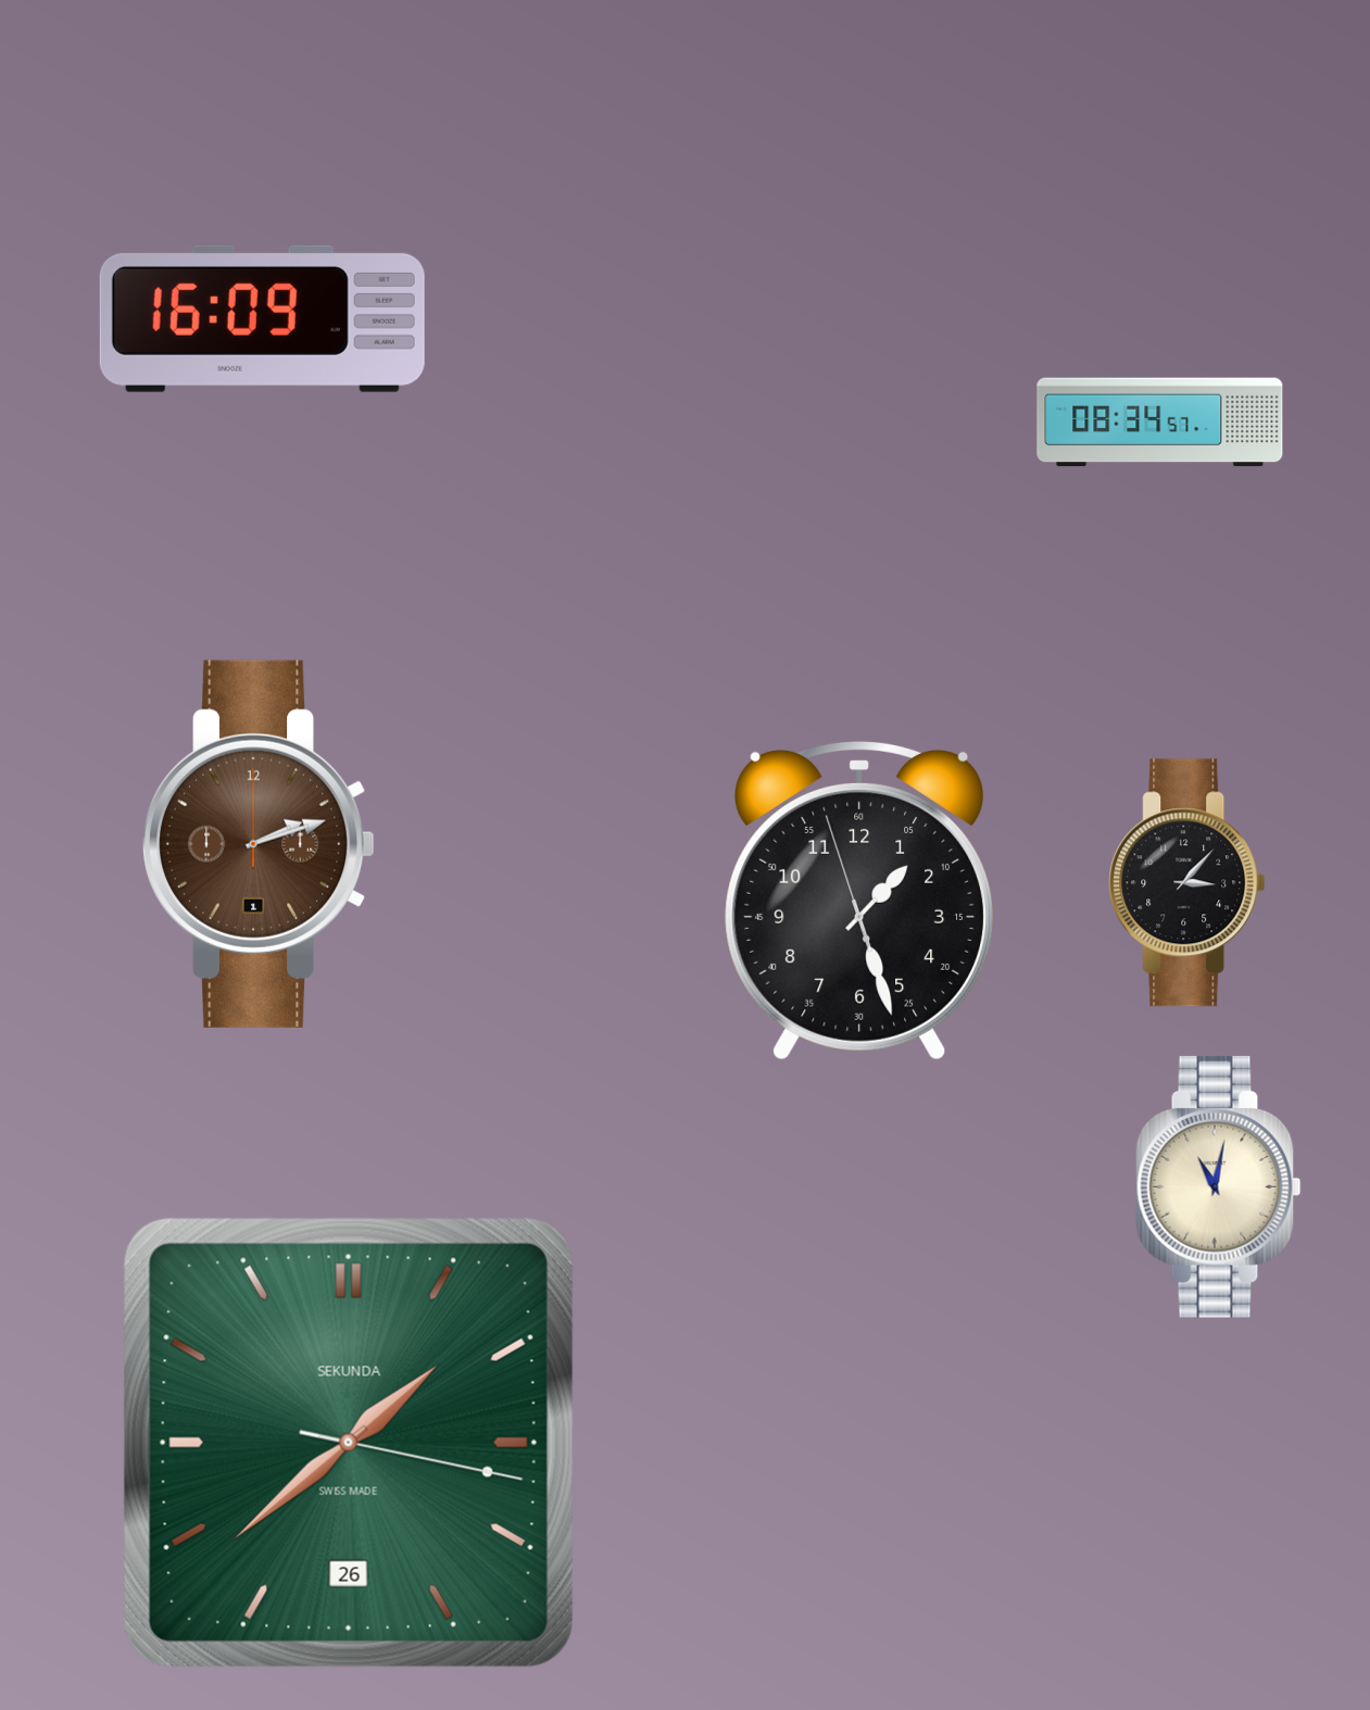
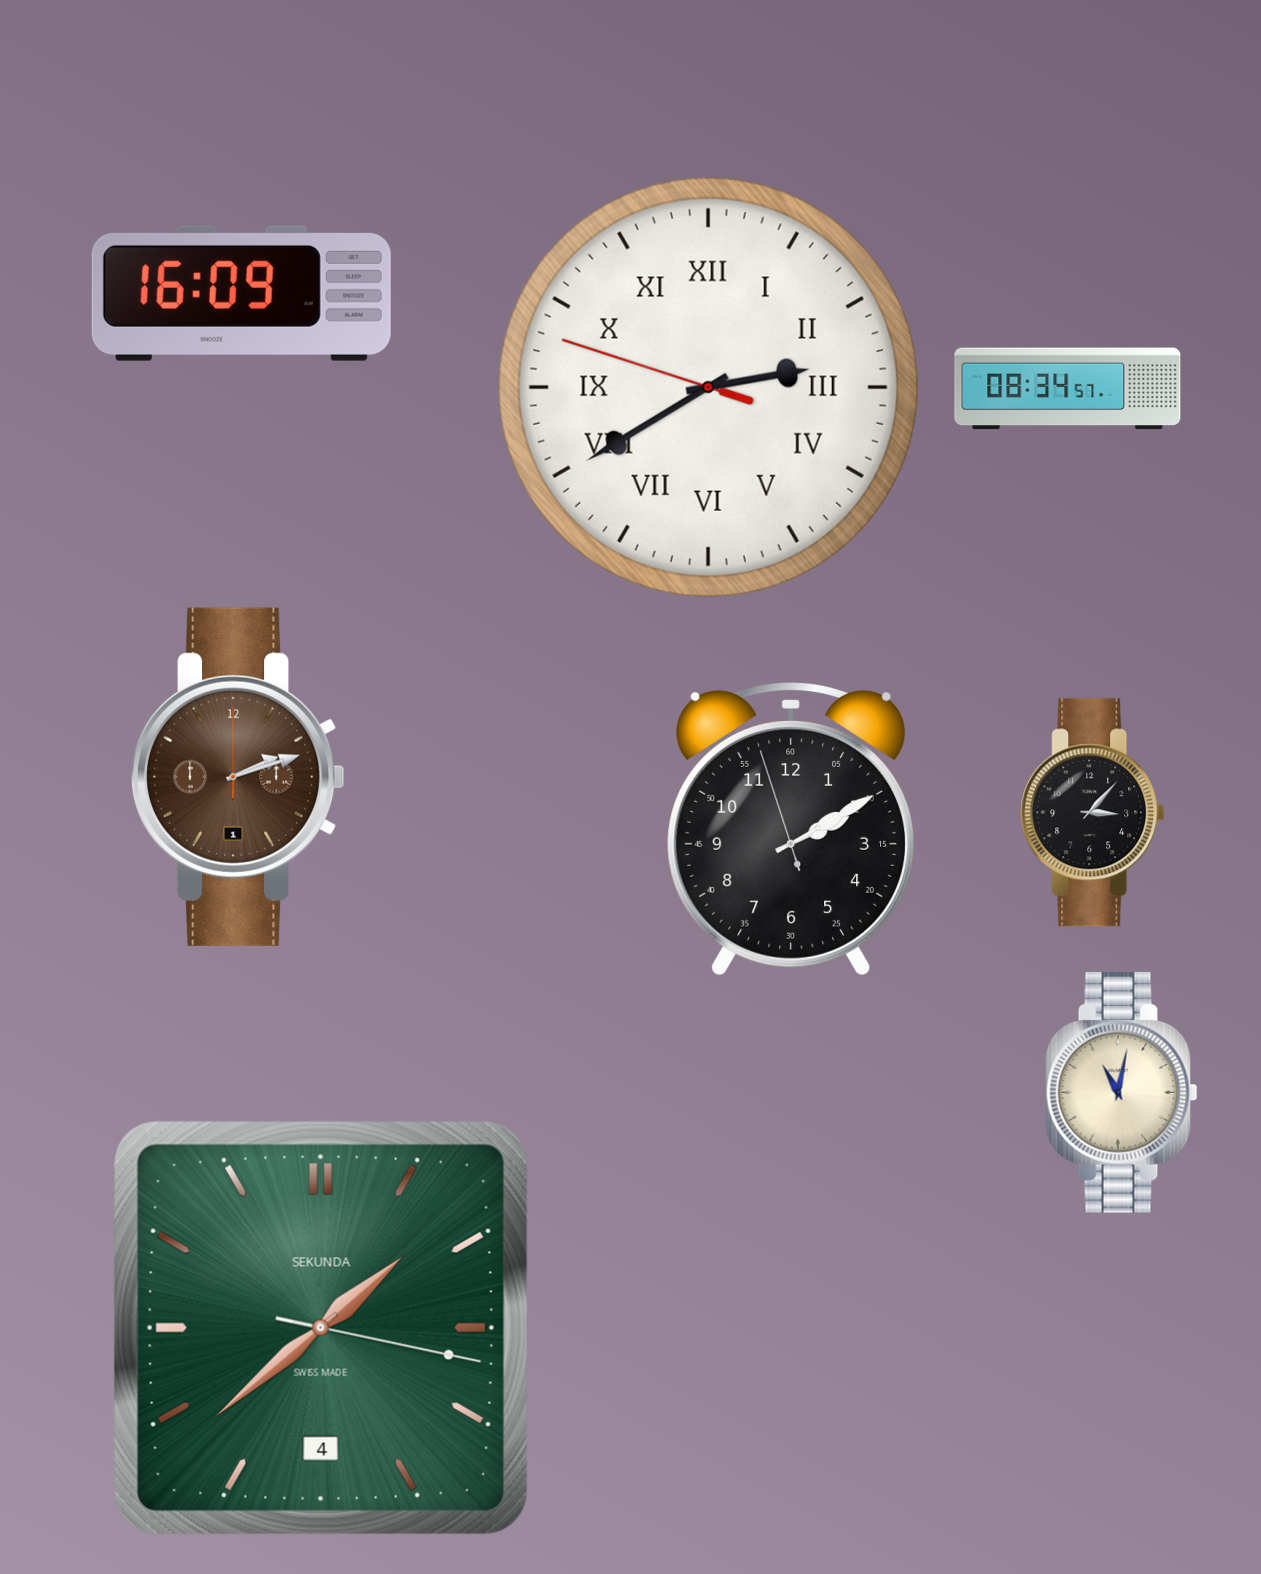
clock at (708, 387): none -> 2:39
clock at (859, 901): 1:26 -> 2:09
clock at (349, 1443) date: 26 -> 4
